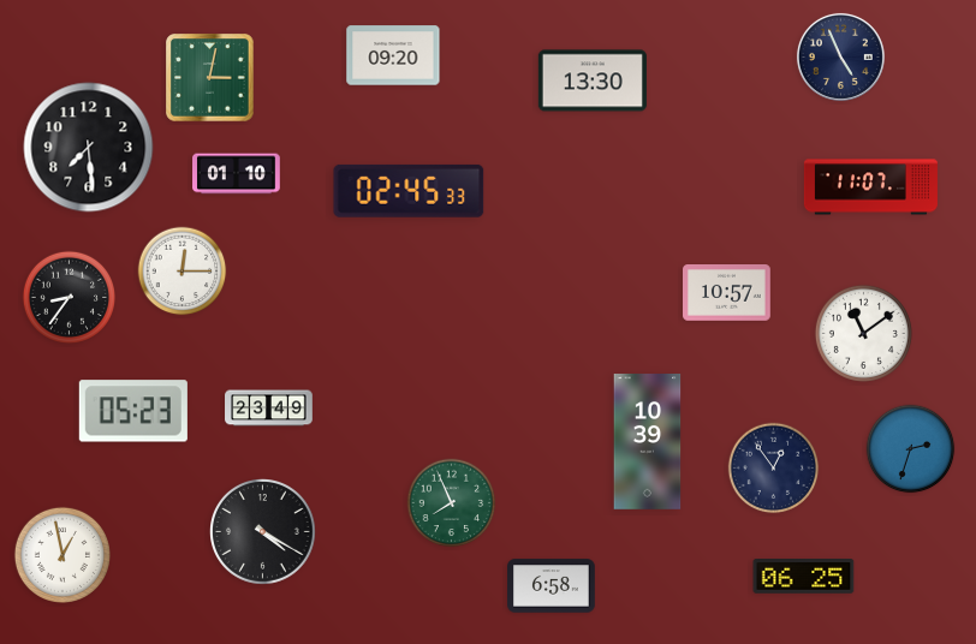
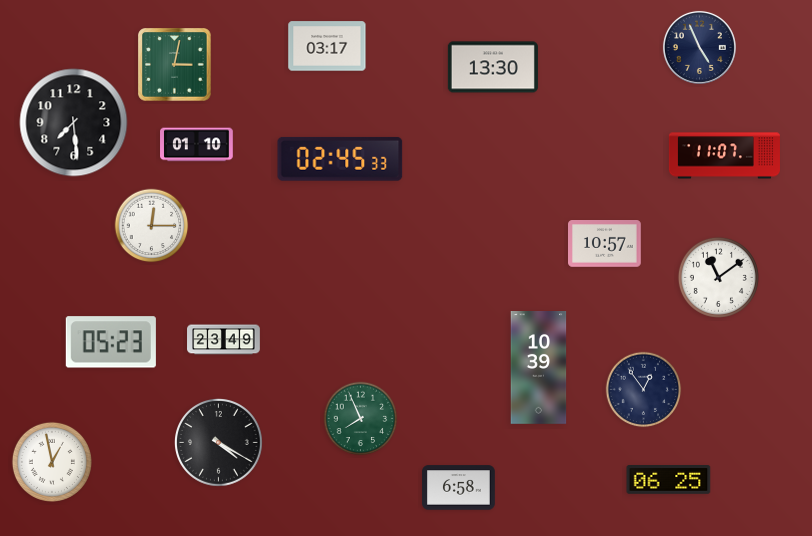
clock at (393, 55): 09:20 -> 03:17
clock at (69, 298): 8:36 -> none
clock at (911, 449): 2:33 -> none
clock at (452, 503) position: (452, 503) -> (361, 419)
